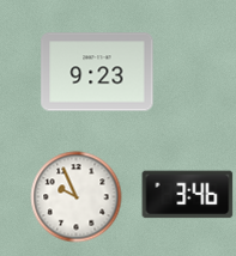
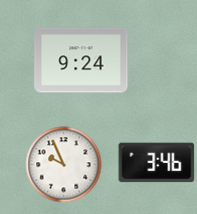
clock at (97, 72): 9:23 -> 9:24
